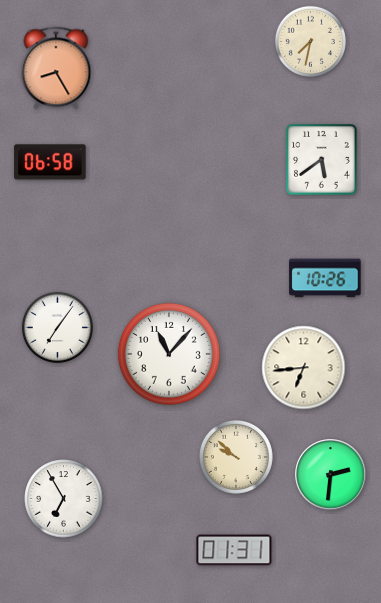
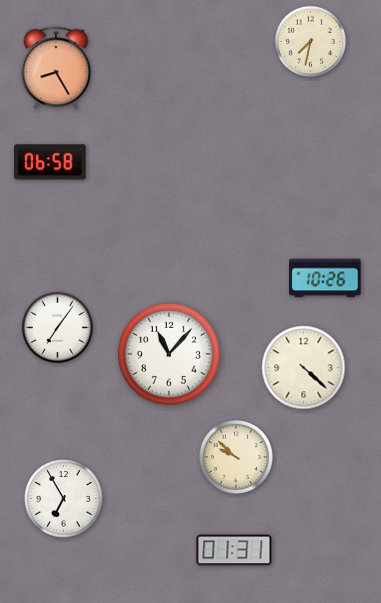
clock at (322, 160): 5:39 -> none
clock at (304, 368): 6:44 -> 4:22
clock at (331, 475): 2:31 -> none
